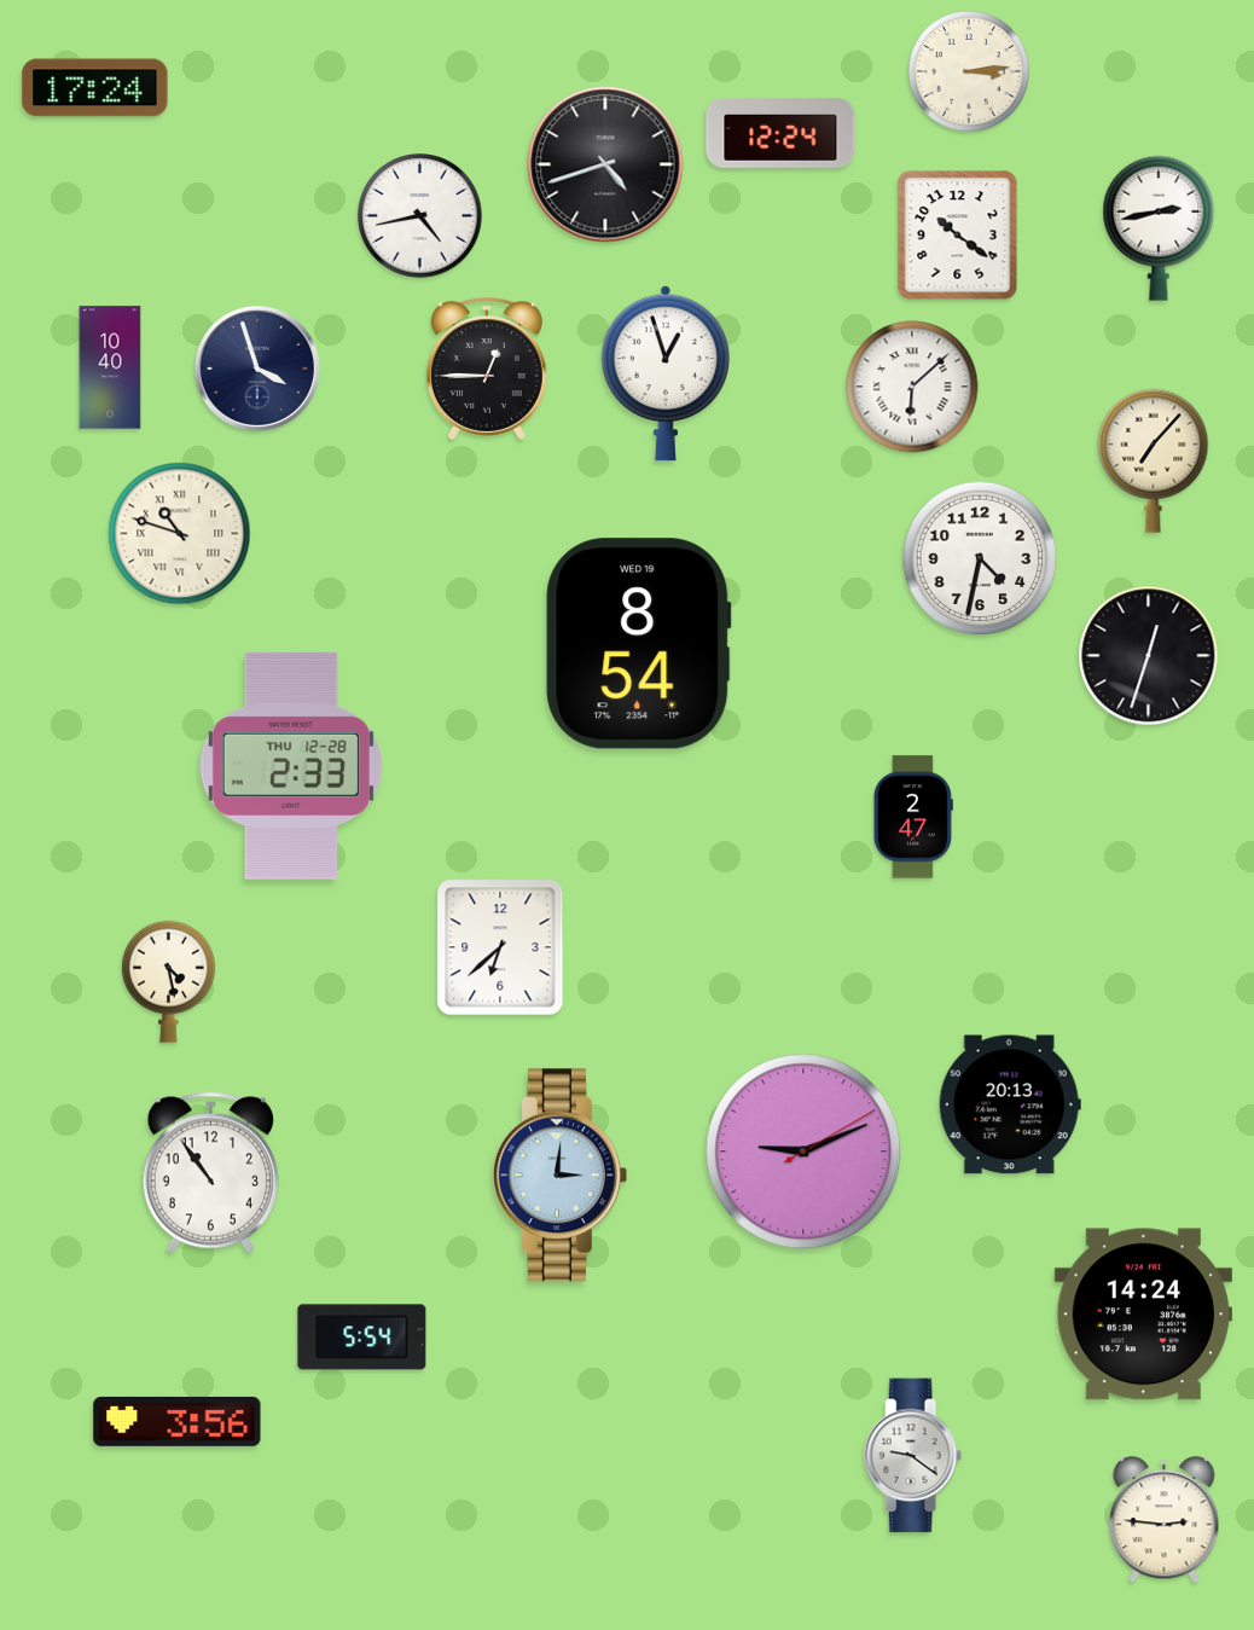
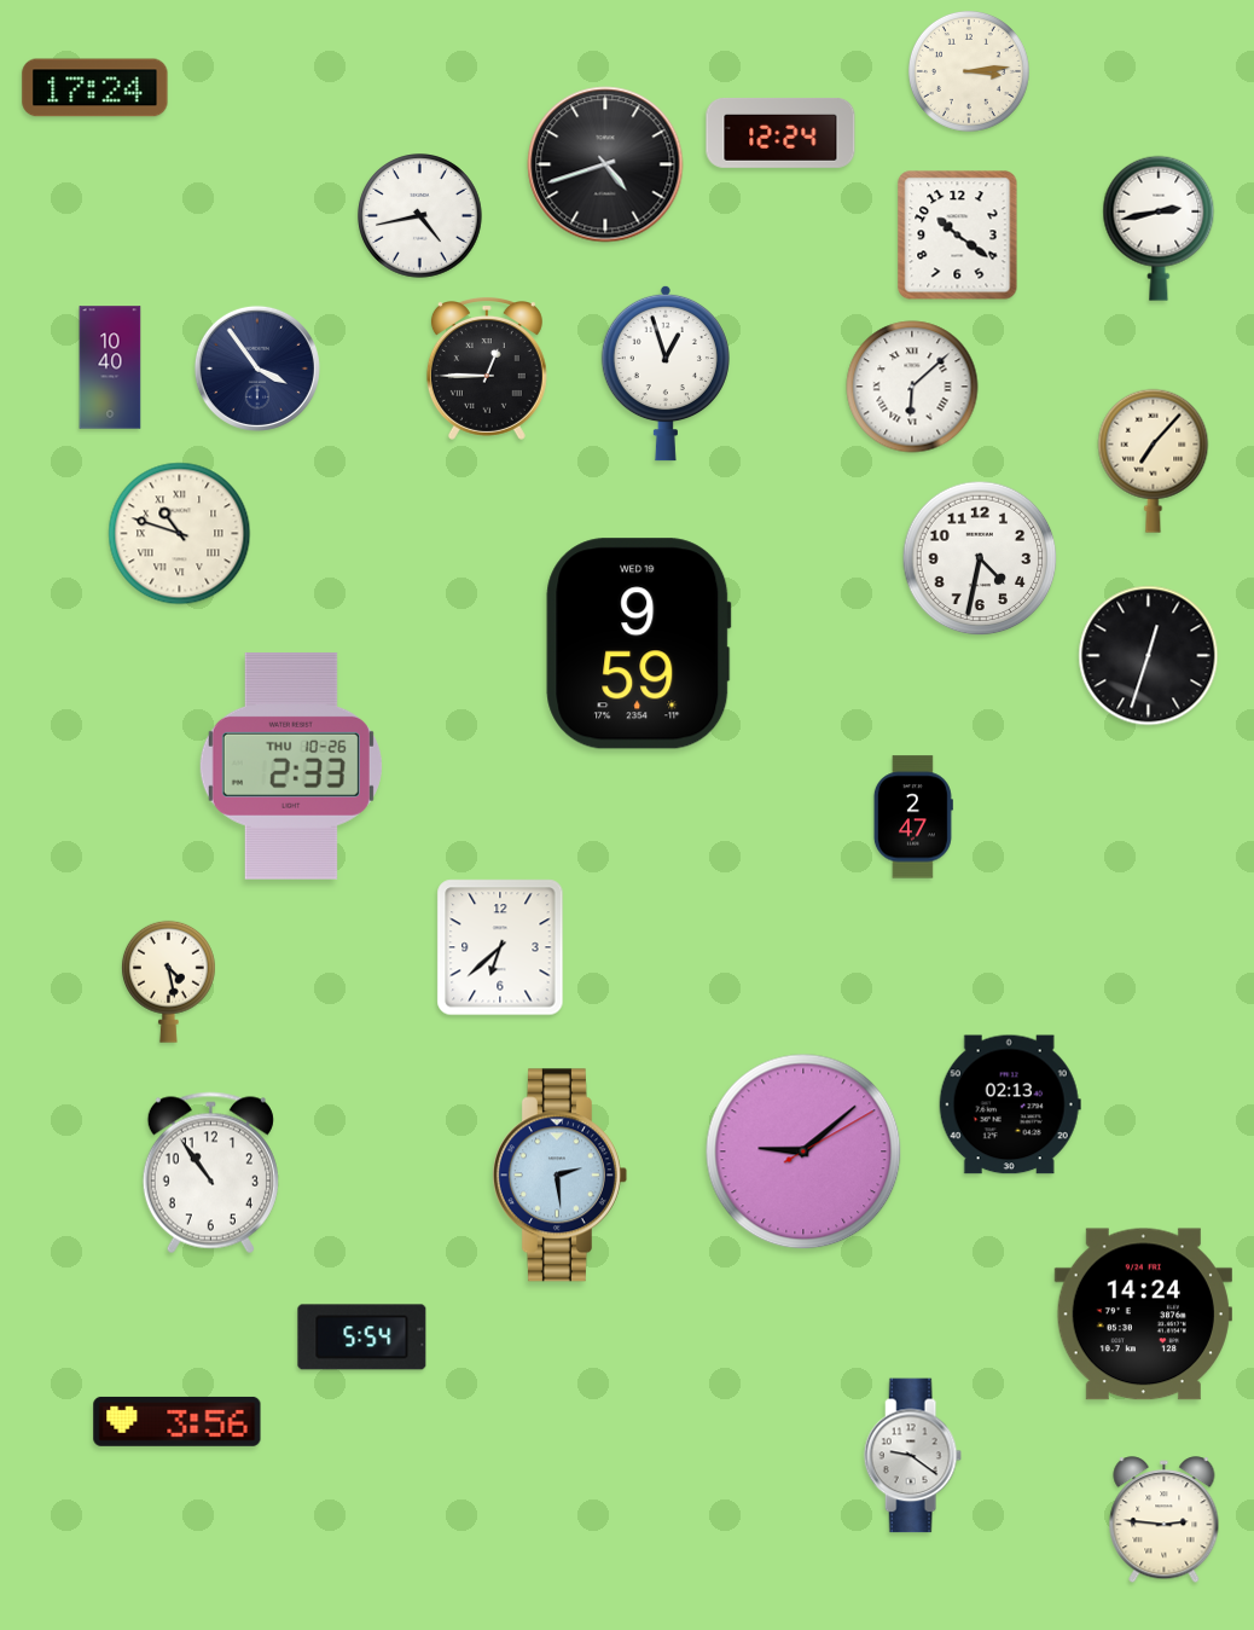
clock at (257, 369): 3:57 -> 3:54
clock at (639, 644): 8:54 -> 9:59
clock at (291, 766) date: THU 12-28 -> THU 10-26
clock at (1010, 1104): 20:13 -> 02:13
clock at (803, 1152): 9:11 -> 9:08
clock at (559, 1176): 3:01 -> 2:29
